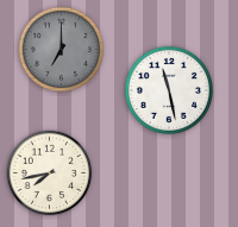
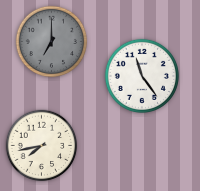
clock at (169, 90): 11:28 -> 11:24
